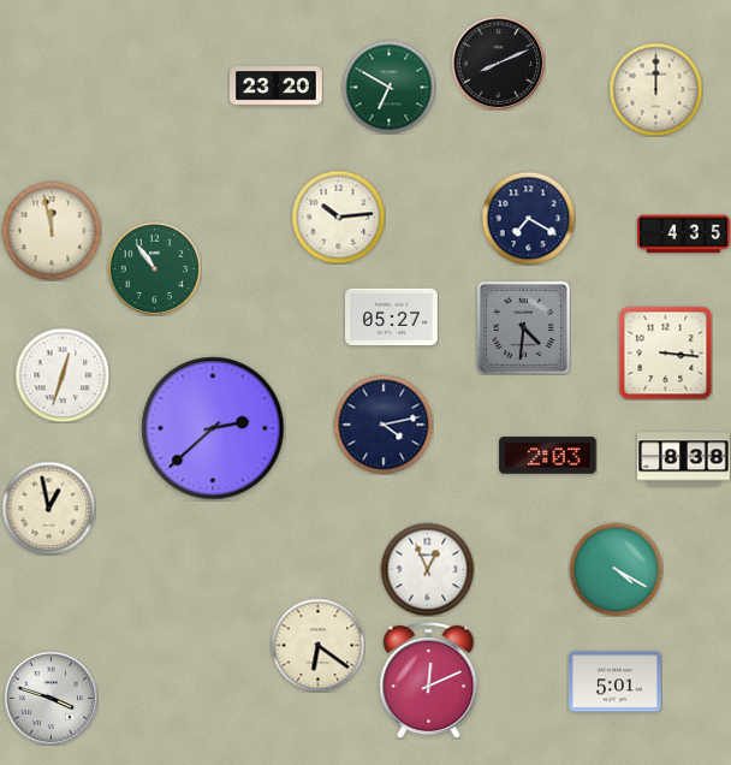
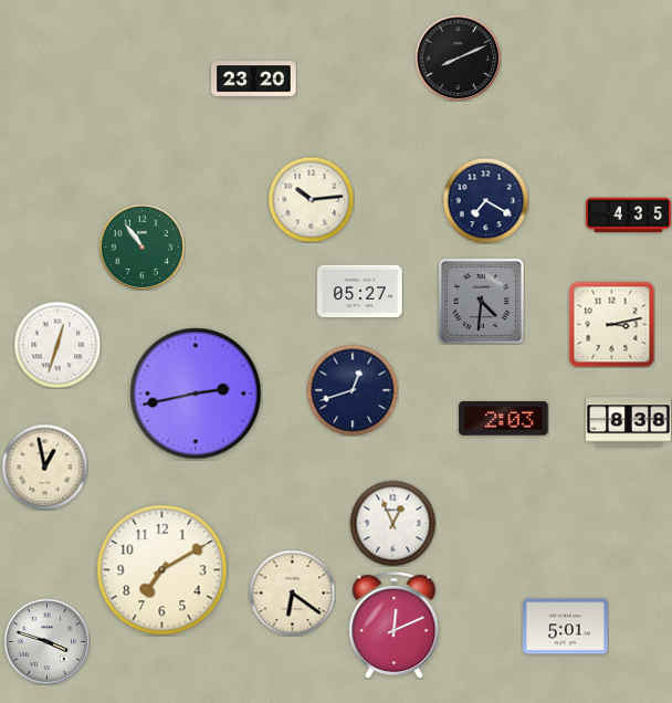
clock at (388, 87): 6:50 -> none
clock at (655, 89): 12:00 -> none
clock at (52, 231): 11:58 -> none
clock at (665, 352): 3:16 -> 3:13
clock at (384, 425): 4:13 -> 12:42
clock at (213, 428): 2:38 -> 2:43
clock at (616, 569): 4:20 -> none
clock at (162, 570): none -> 7:10
